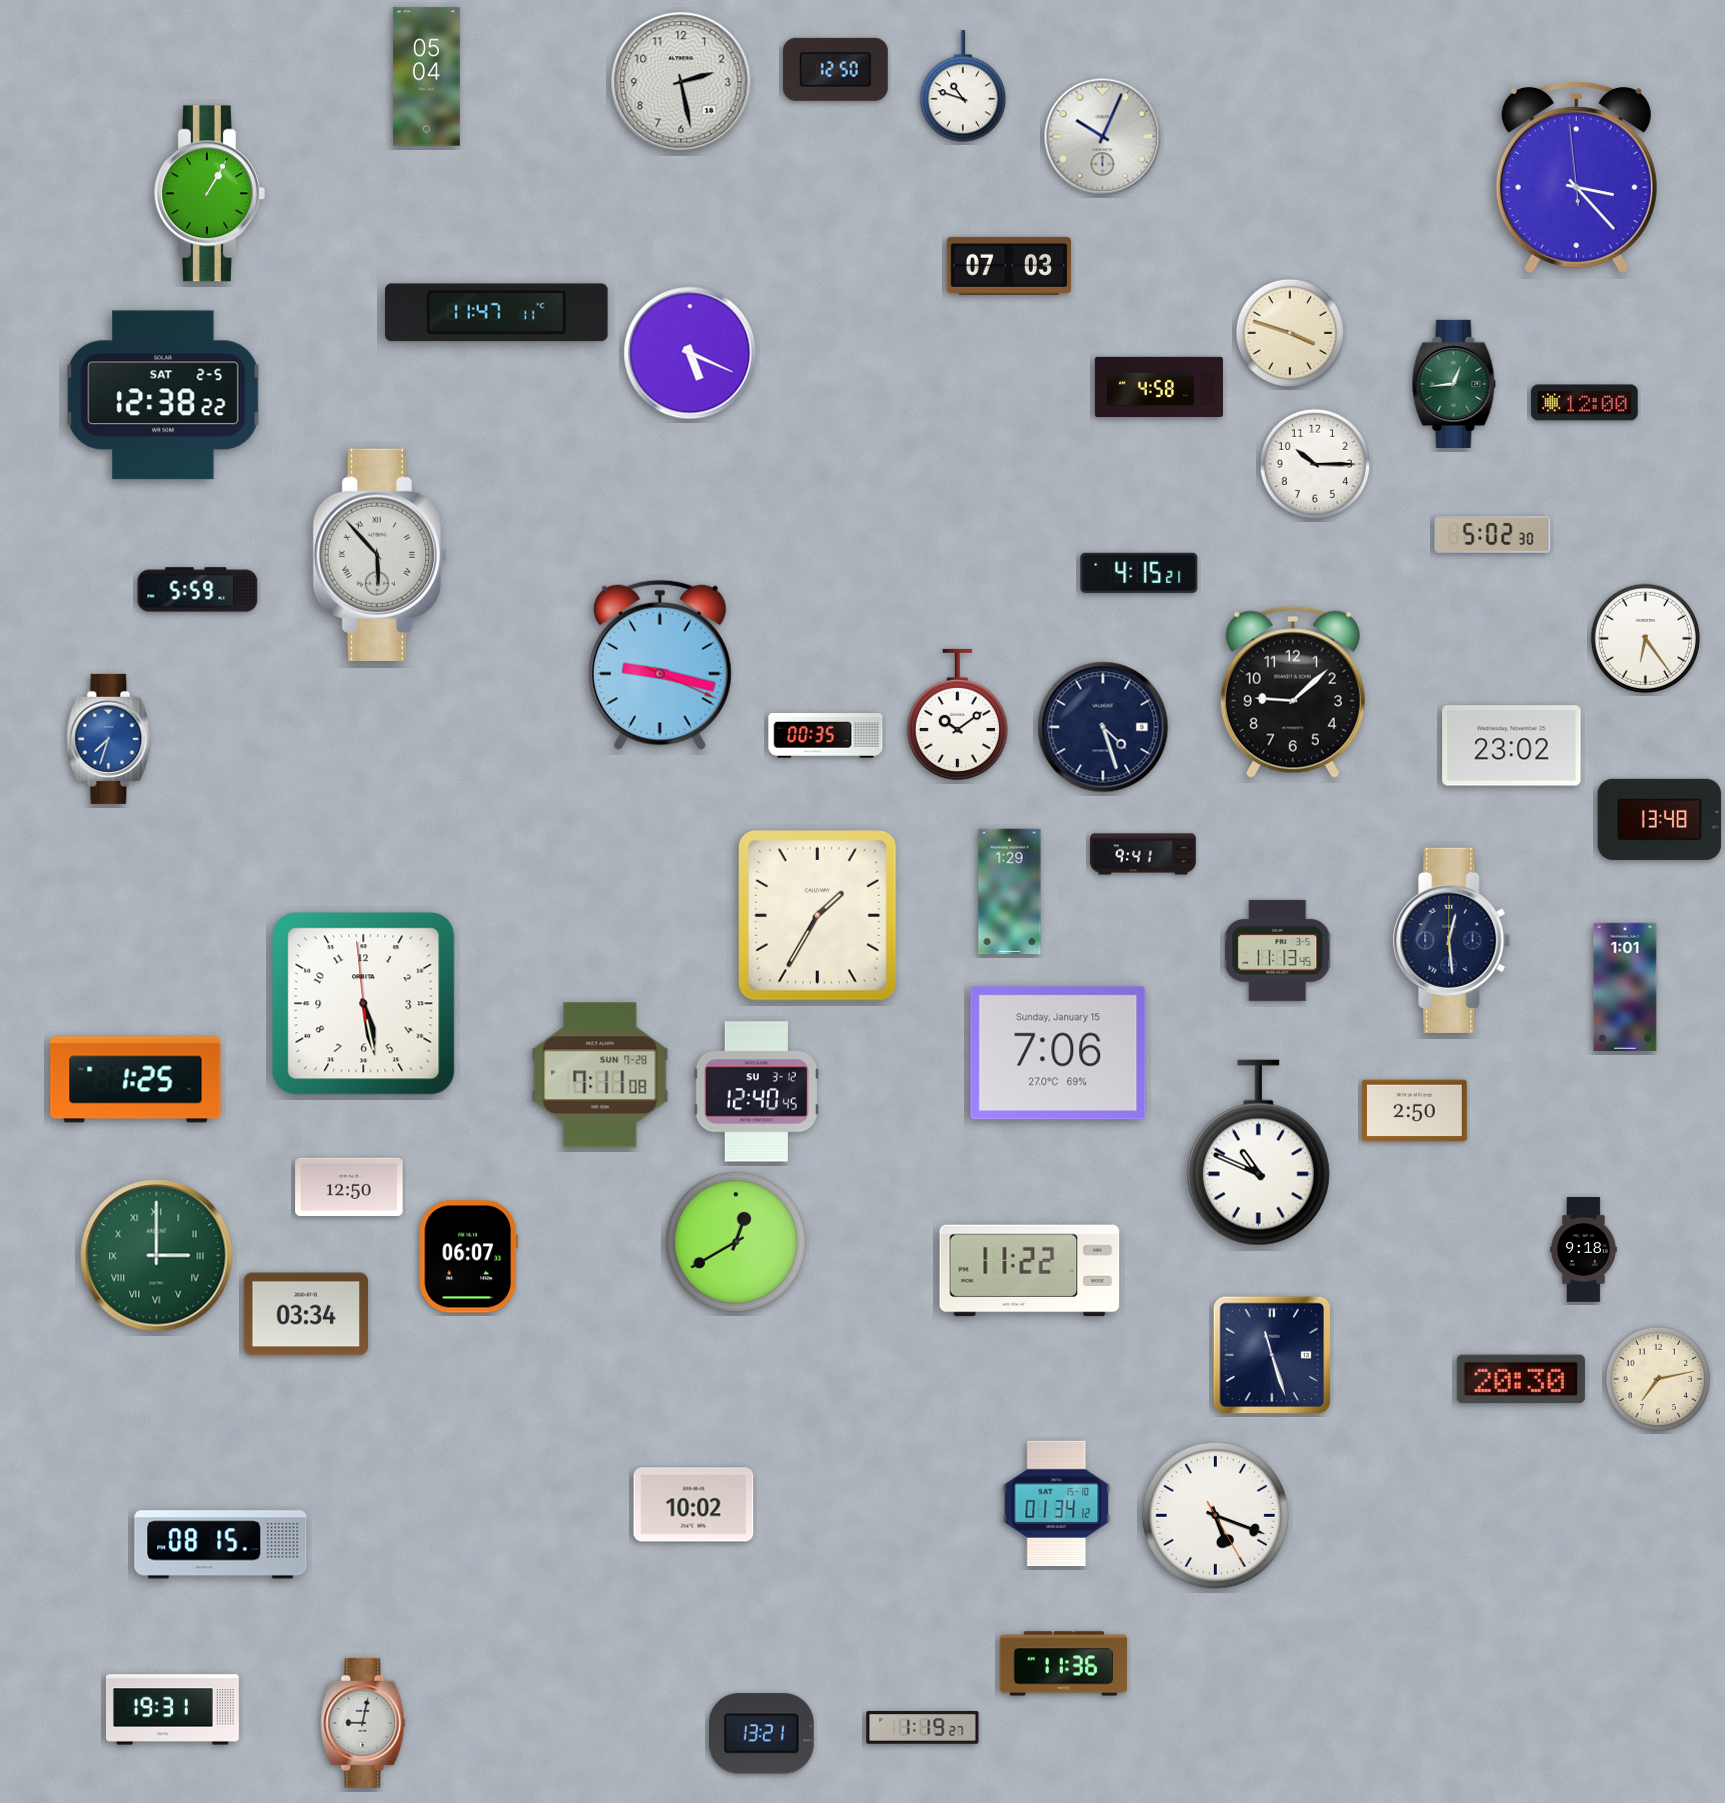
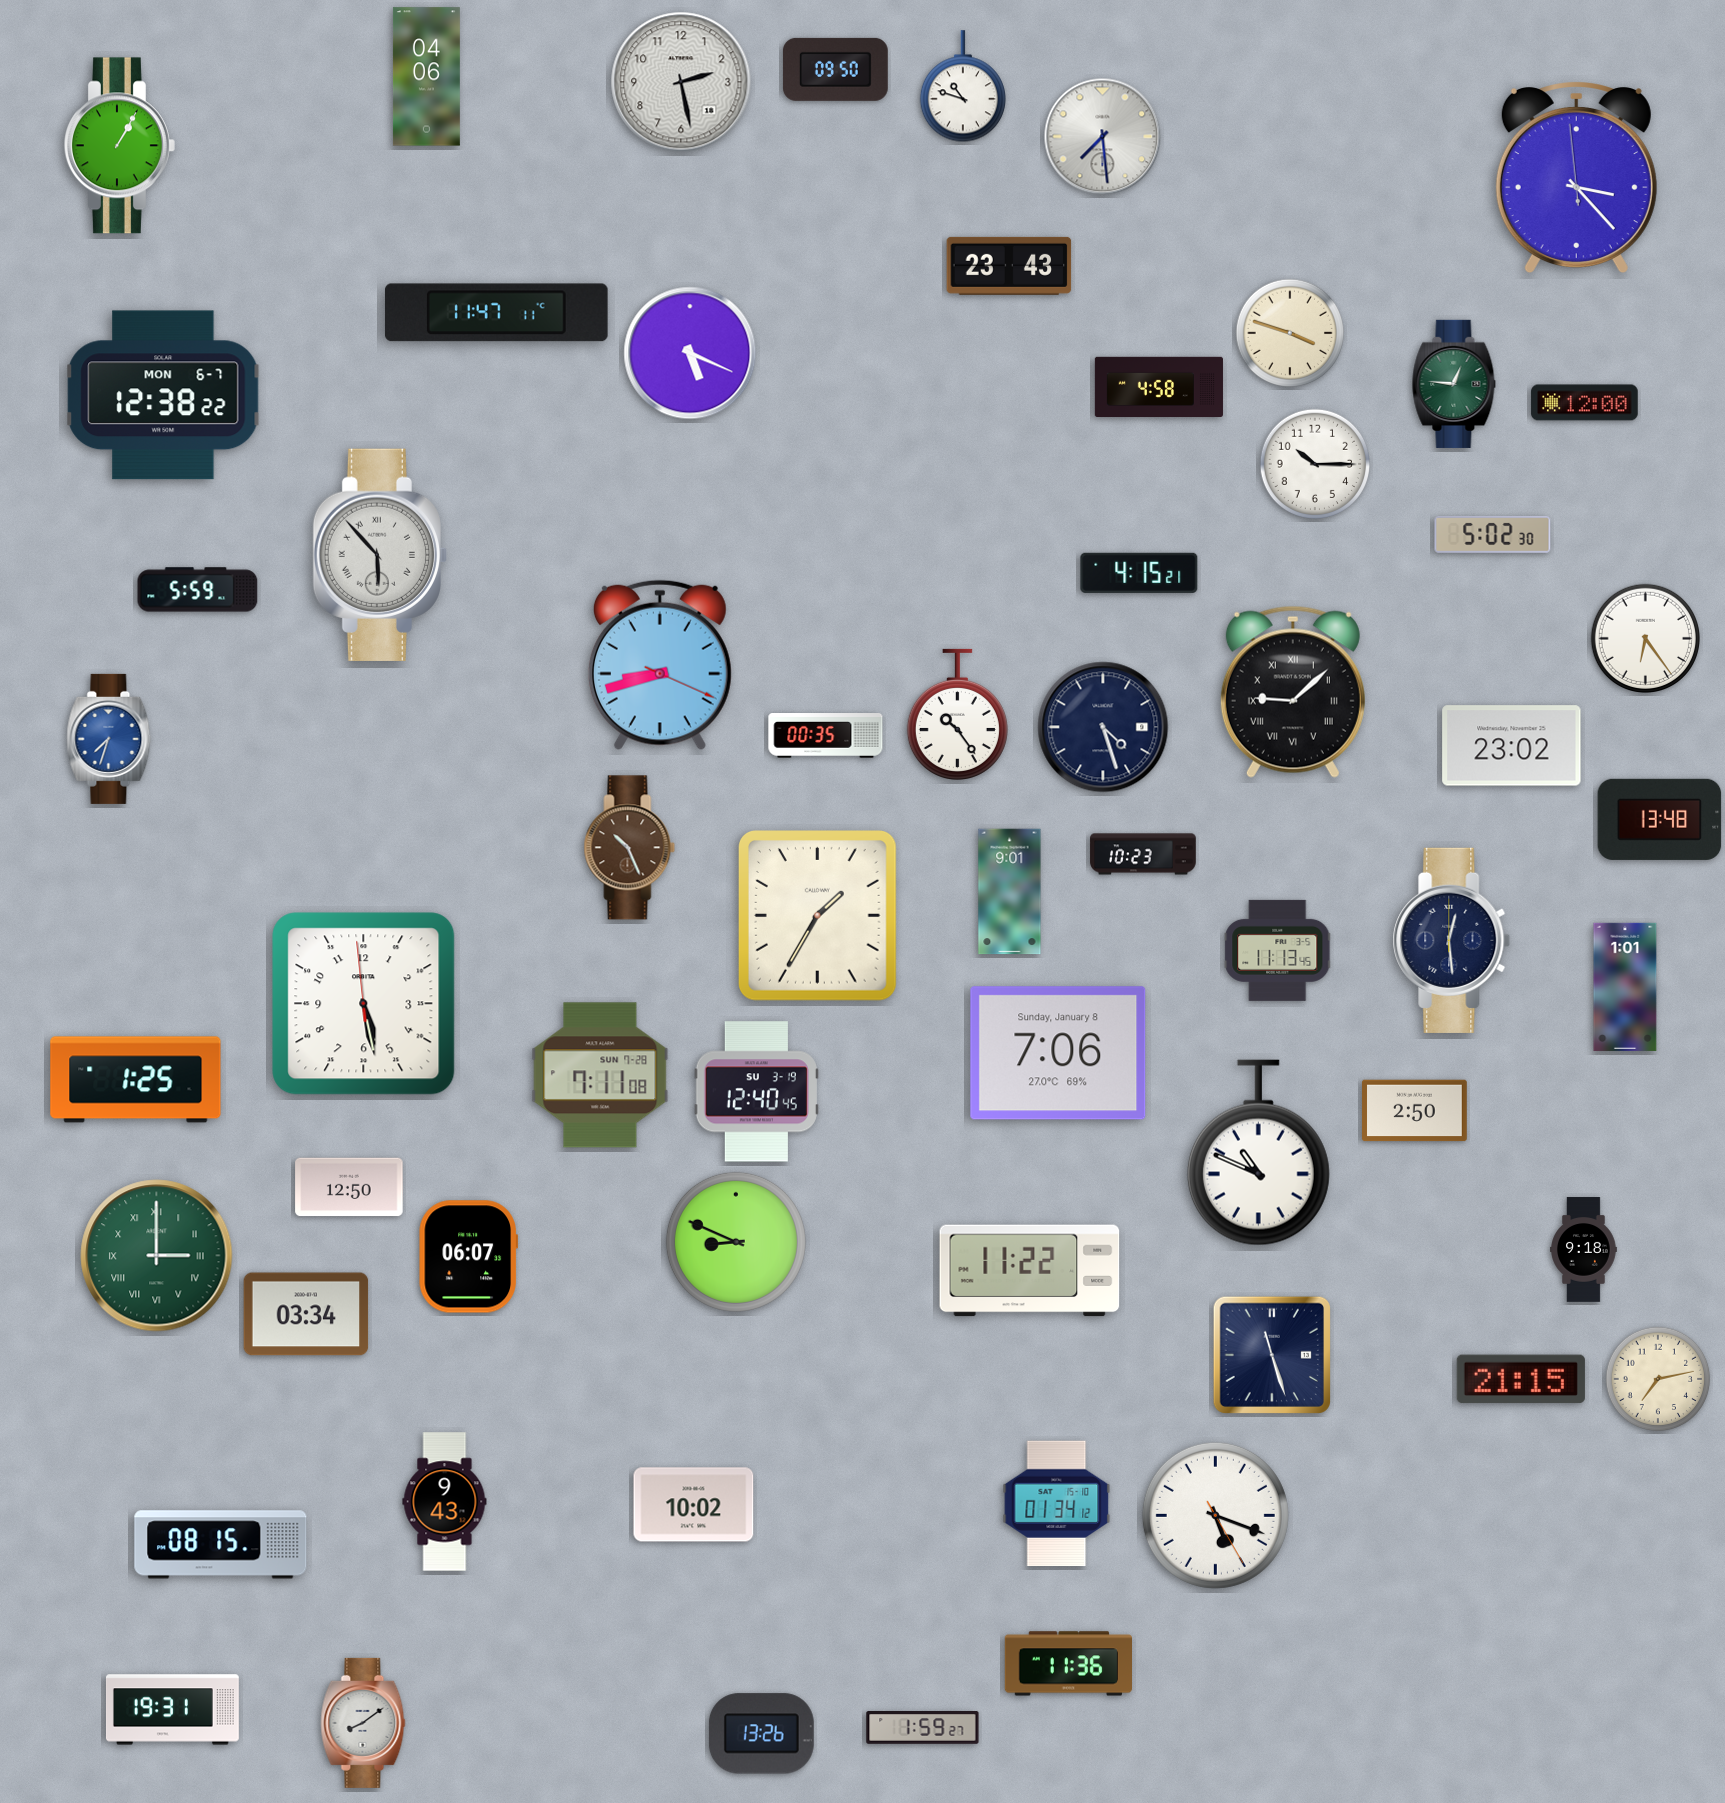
clock at (835, 69): 12:50 -> 09:50
clock at (426, 77): 05:04 -> 04:06
clock at (1103, 137): 10:04 -> 7:29
clock at (209, 194) position: (209, 194) -> (119, 146)
clock at (1009, 266): 07:03 -> 23:43
clock at (1454, 384): 12:44 -> 12:46
clock at (163, 395) date: SAT 2-5 -> MON 6-7
clock at (660, 665): 9:17 -> 8:42
clock at (1293, 692) numerals: Arabic -> Roman
clock at (957, 714): 10:09 -> 10:24
clock at (630, 848): none -> 10:26
clock at (1143, 854): 9:41 -> 10:23
clock at (1010, 892): 1:29 -> 9:01
clock at (1058, 1053) date: Sunday, January 15 -> Sunday, January 8
clock at (756, 1092) date: SU 3-12 -> SU 3-19
clock at (736, 1242): 12:40 -> 8:49
clock at (1521, 1379): 20:30 -> 21:15
clock at (445, 1502): none -> 9:43
clock at (1063, 1664) position: (1063, 1664) -> (1068, 1664)
clock at (363, 1723): 9:02 -> 8:09
clock at (923, 1728): 1:19 -> 1:59
clock at (761, 1734): 13:21 -> 13:26
